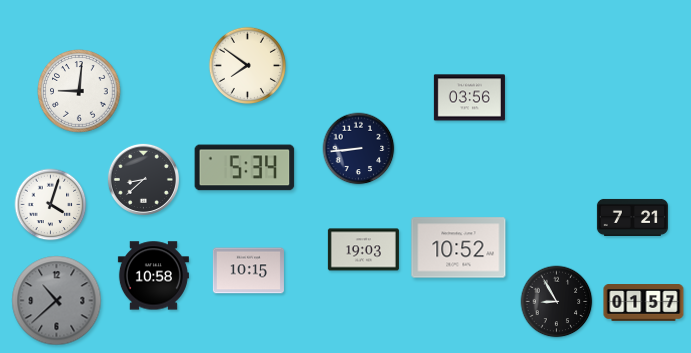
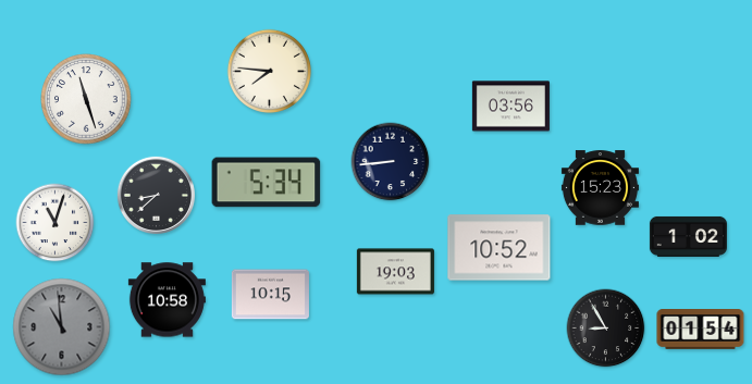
clock at (247, 65): 7:51 -> 7:46
clock at (79, 91): 9:01 -> 11:27
clock at (600, 188): none -> 15:23
clock at (51, 205): 4:03 -> 11:03
clock at (632, 217): 7:21 -> 1:02
clock at (459, 248) position: (459, 248) -> (500, 248)
clock at (57, 301): 10:38 -> 10:59
clock at (644, 303): 01:57 -> 01:54
